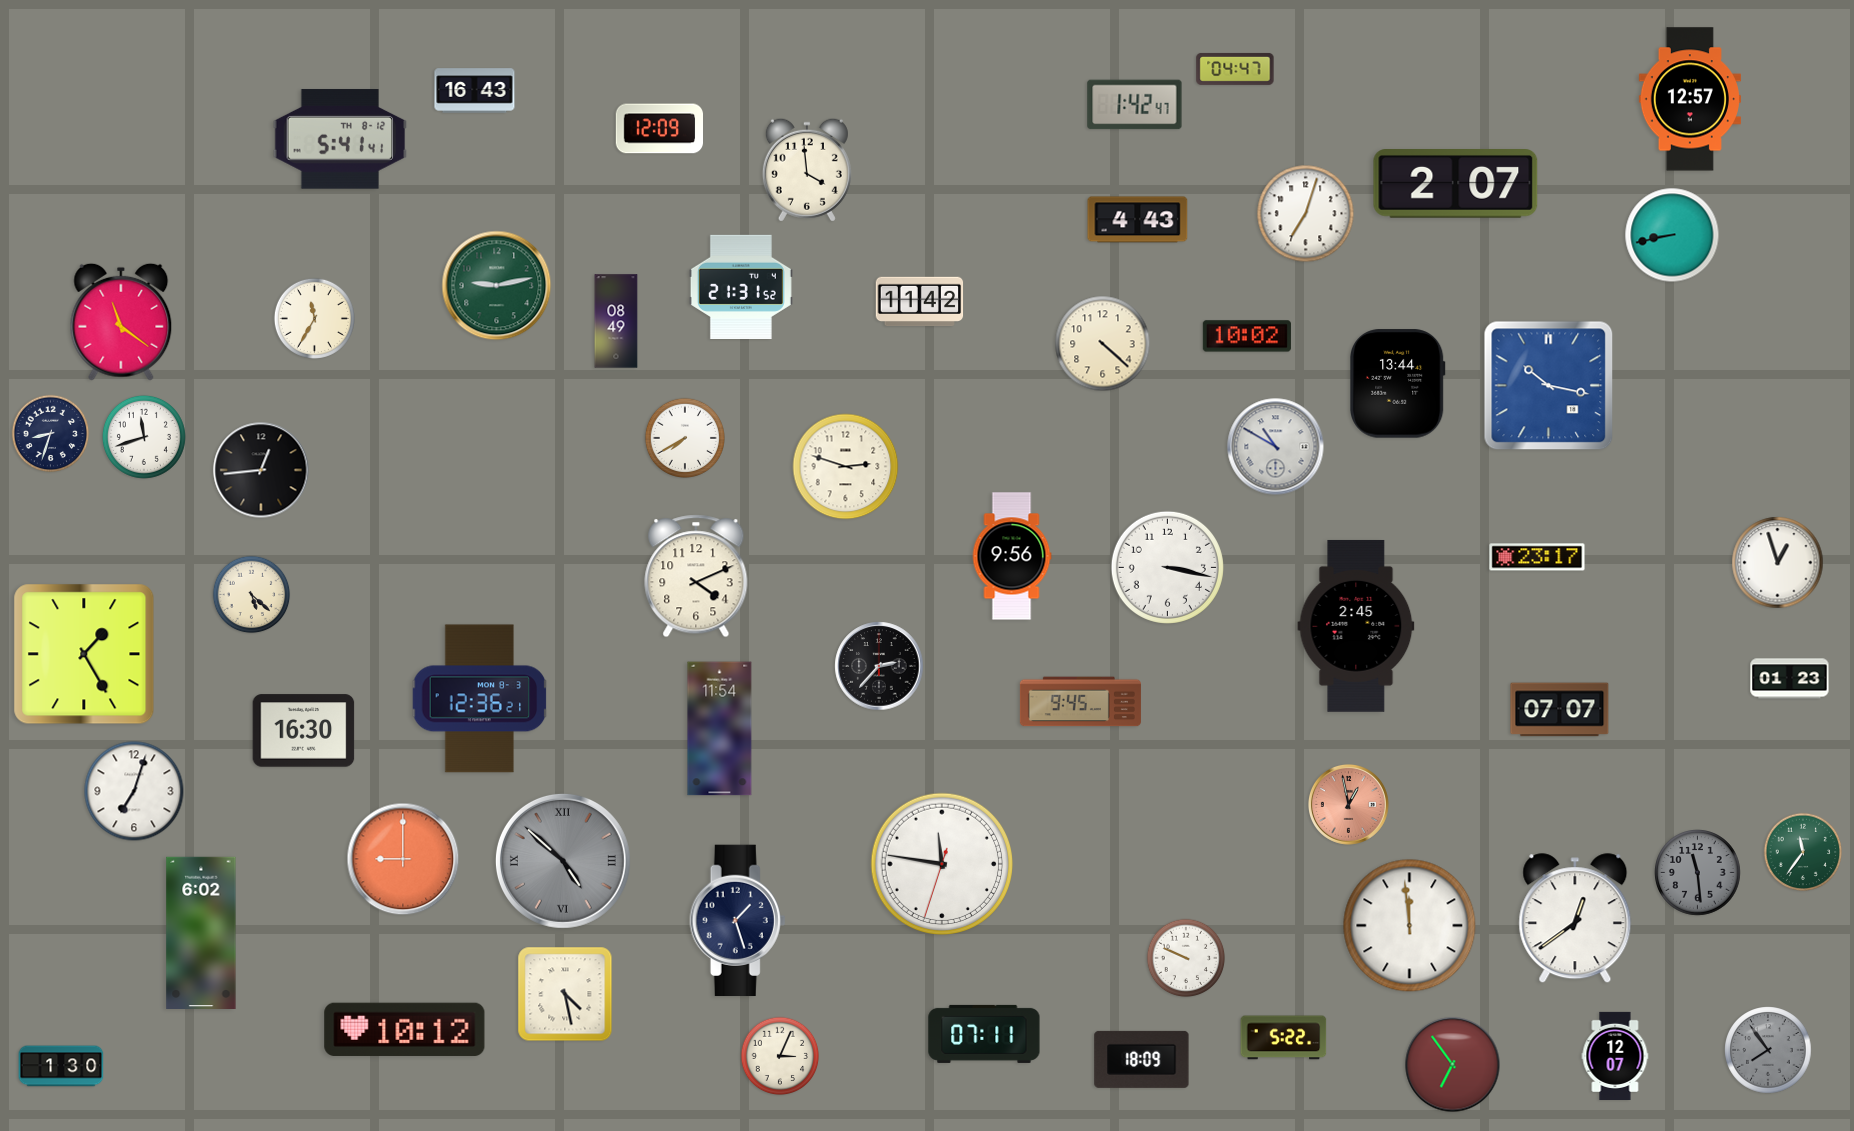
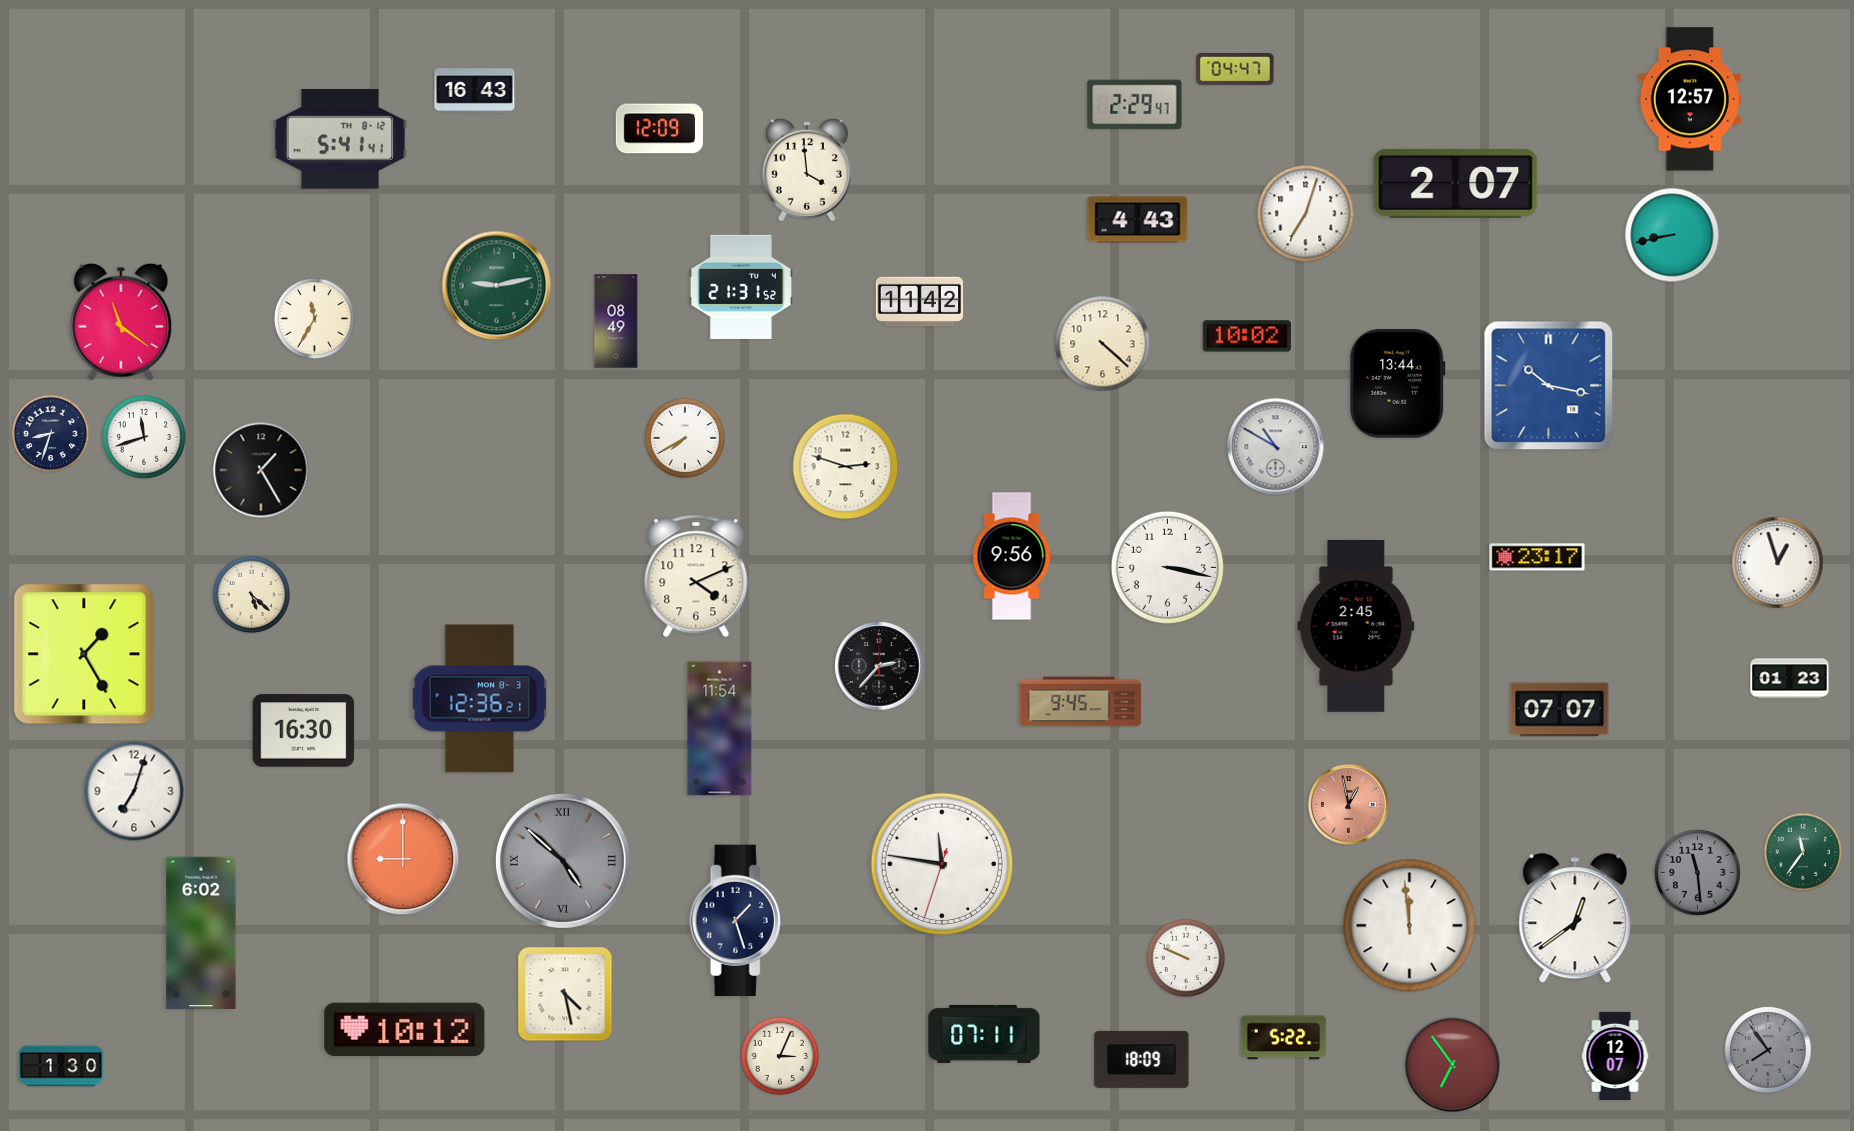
clock at (1135, 105): 1:42 -> 2:29
clock at (261, 470): 12:44 -> 1:25
